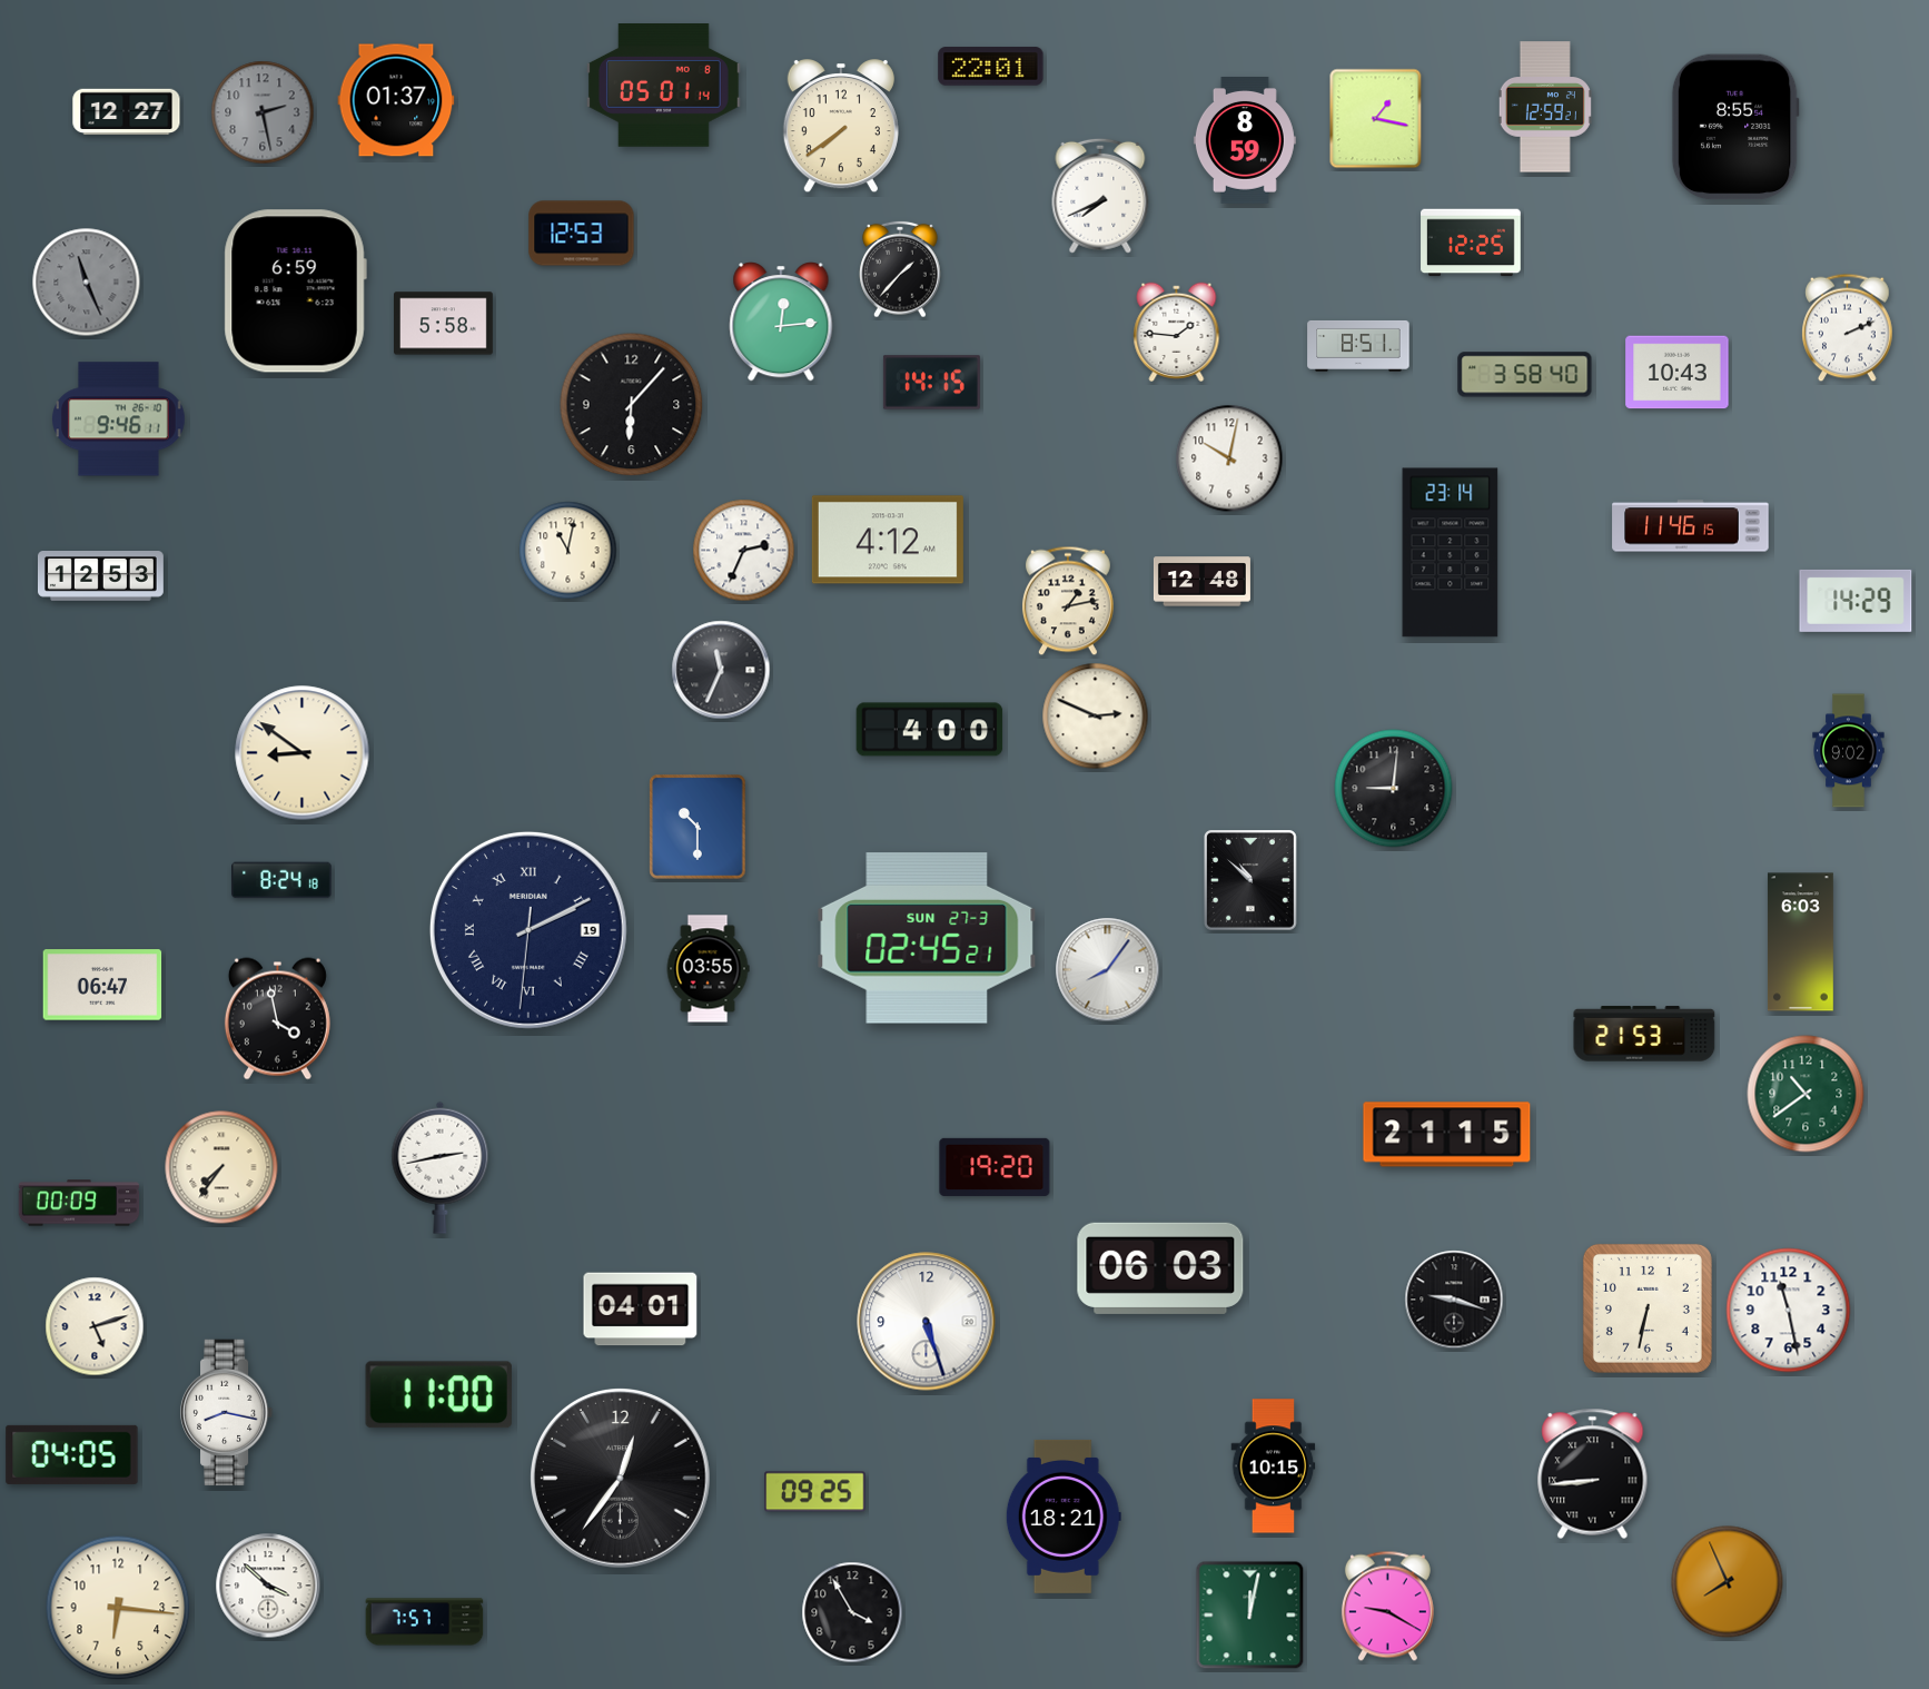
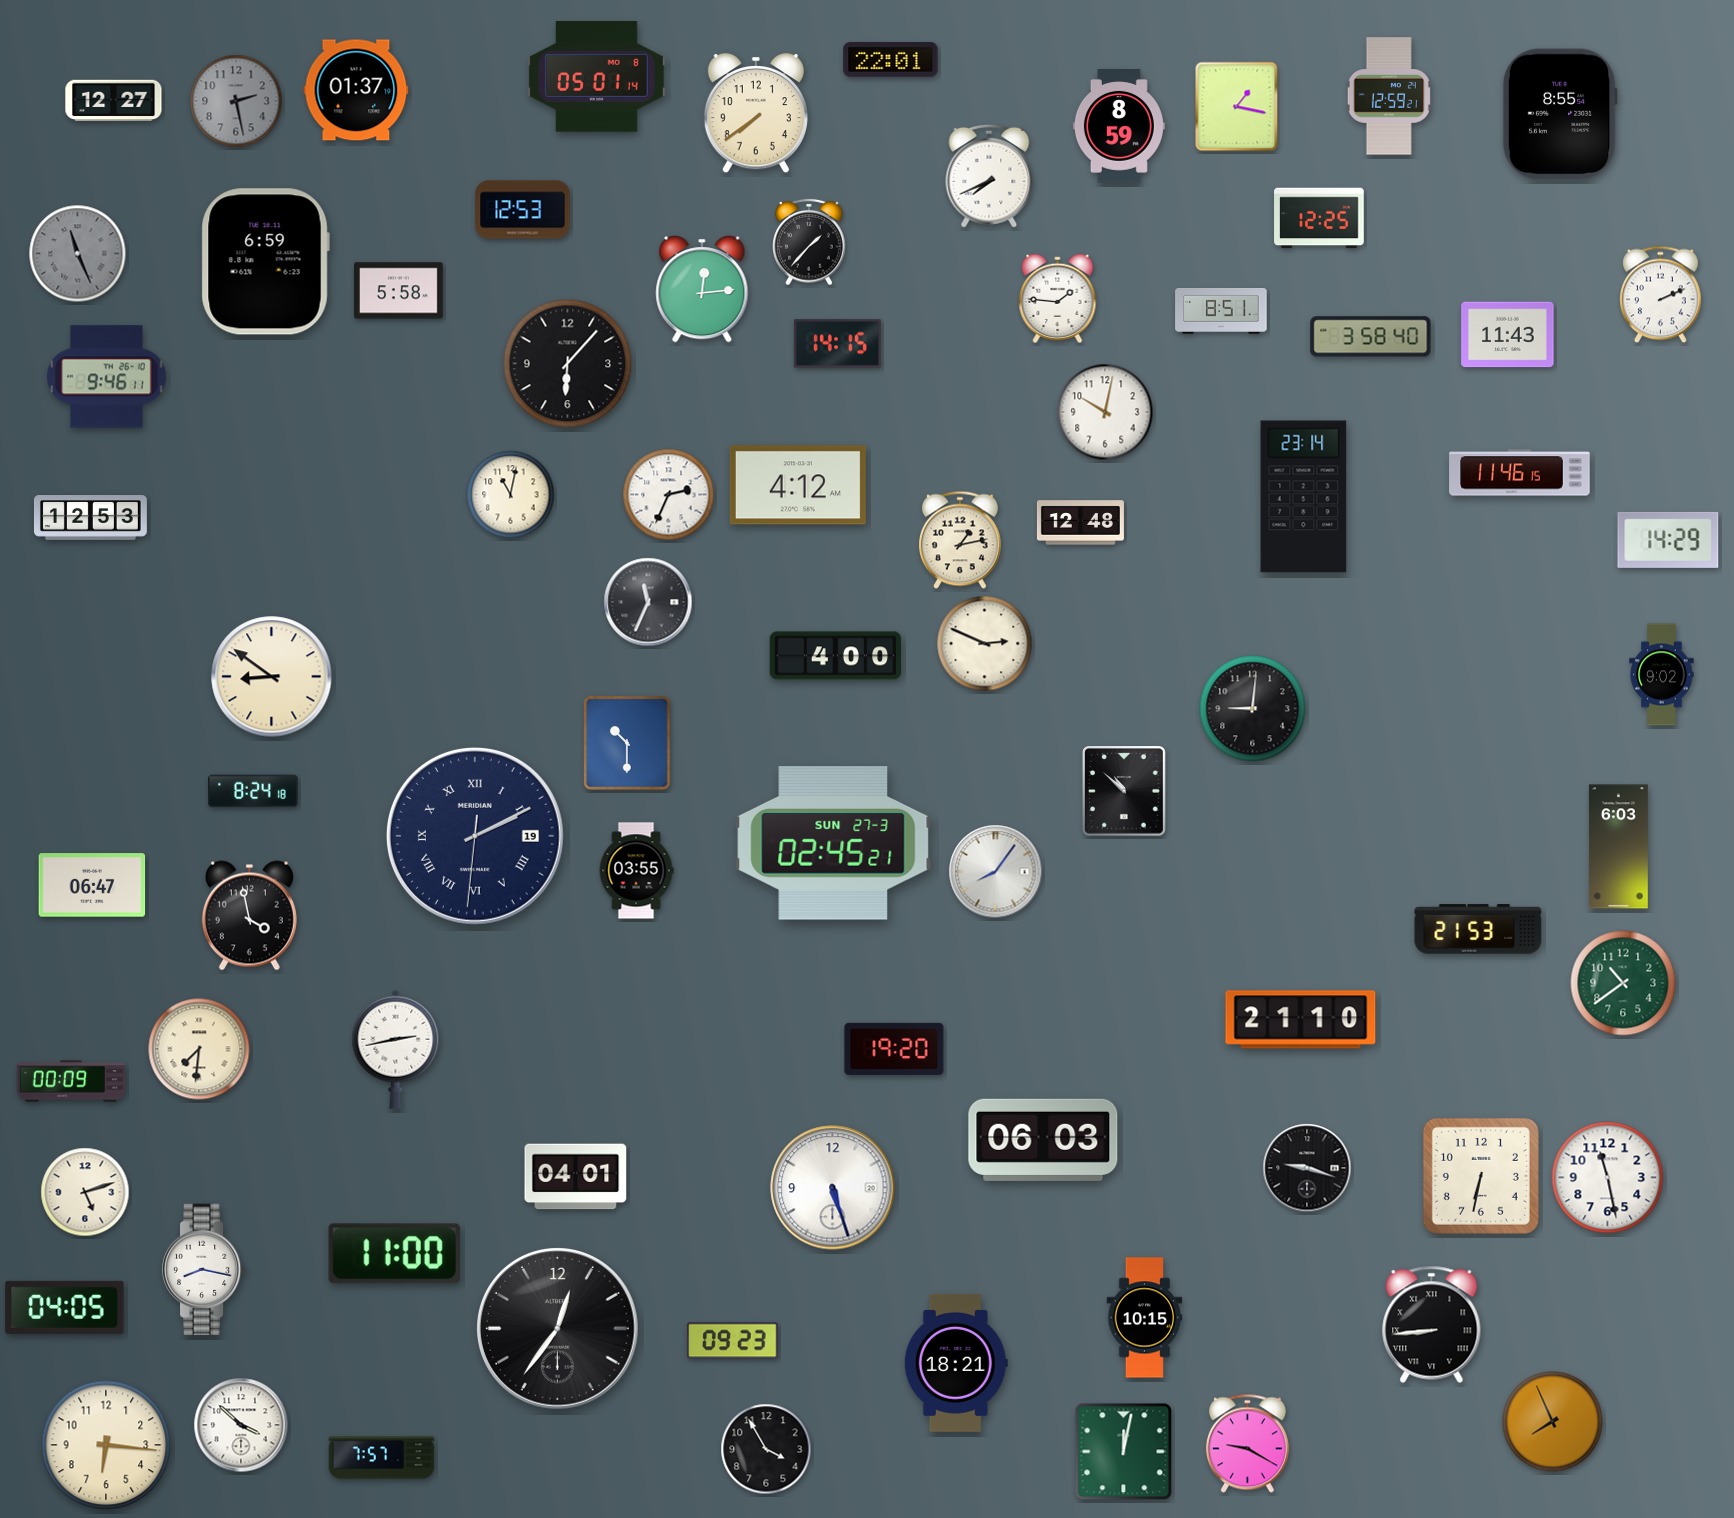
clock at (1471, 243) position: (1471, 243) -> (1319, 218)
clock at (1678, 373): 10:43 -> 11:43
clock at (1447, 1135): 21:15 -> 21:10
clock at (221, 1167): 7:36 -> 7:31
clock at (815, 1492): 09:25 -> 09:23
